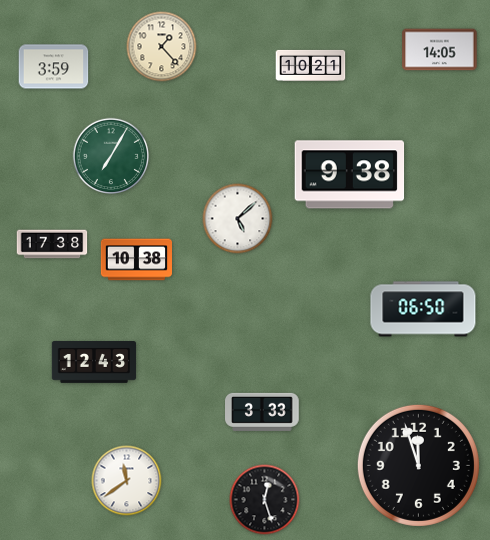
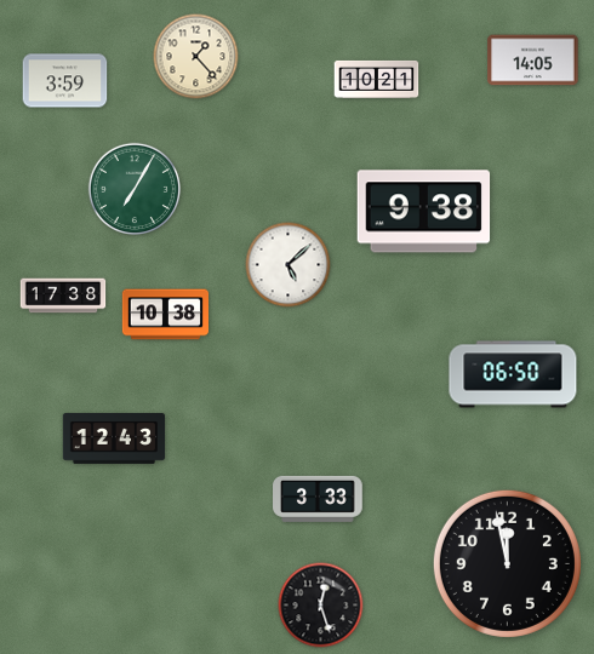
clock at (418, 465): 11:57 -> 11:58
clock at (127, 481): 11:39 -> none
